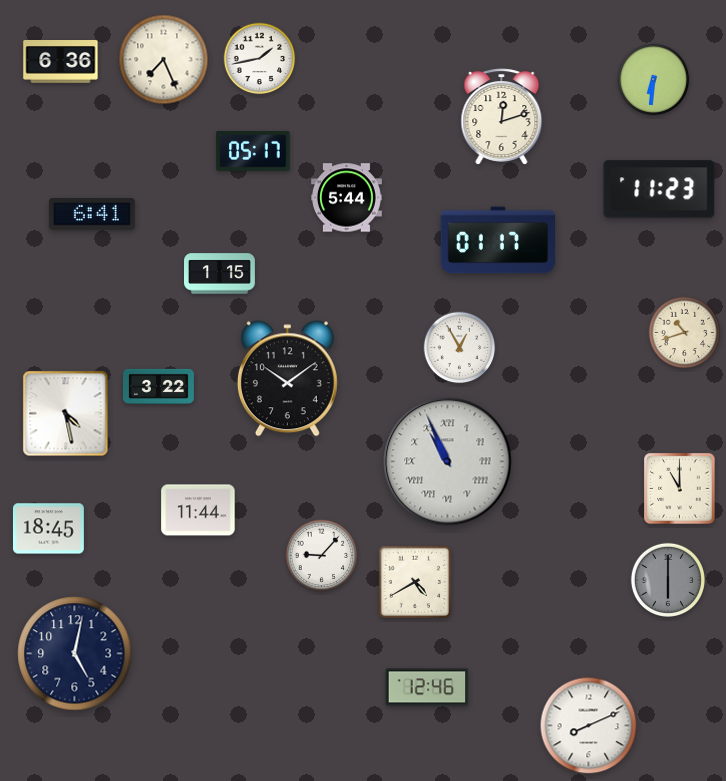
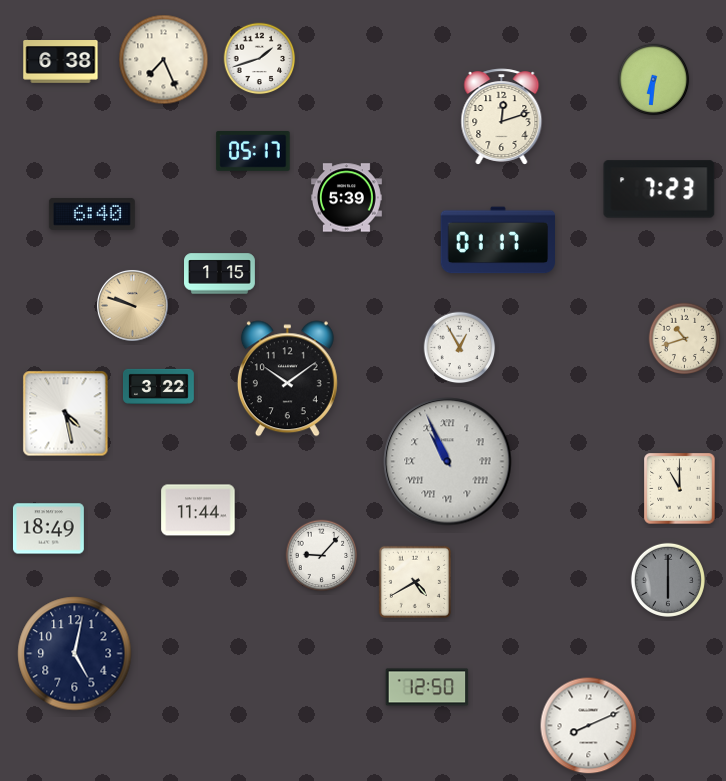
clock at (260, 59): 1:43 -> 1:42
clock at (61, 62): 6:36 -> 6:38
clock at (659, 189): 11:23 -> 7:23
clock at (347, 198): 5:44 -> 5:39
clock at (92, 214): 6:41 -> 6:40
clock at (132, 305): none -> 9:48
clock at (685, 333) position: (685, 333) -> (685, 339)
clock at (48, 529): 18:45 -> 18:49
clock at (427, 687): 12:46 -> 12:50
